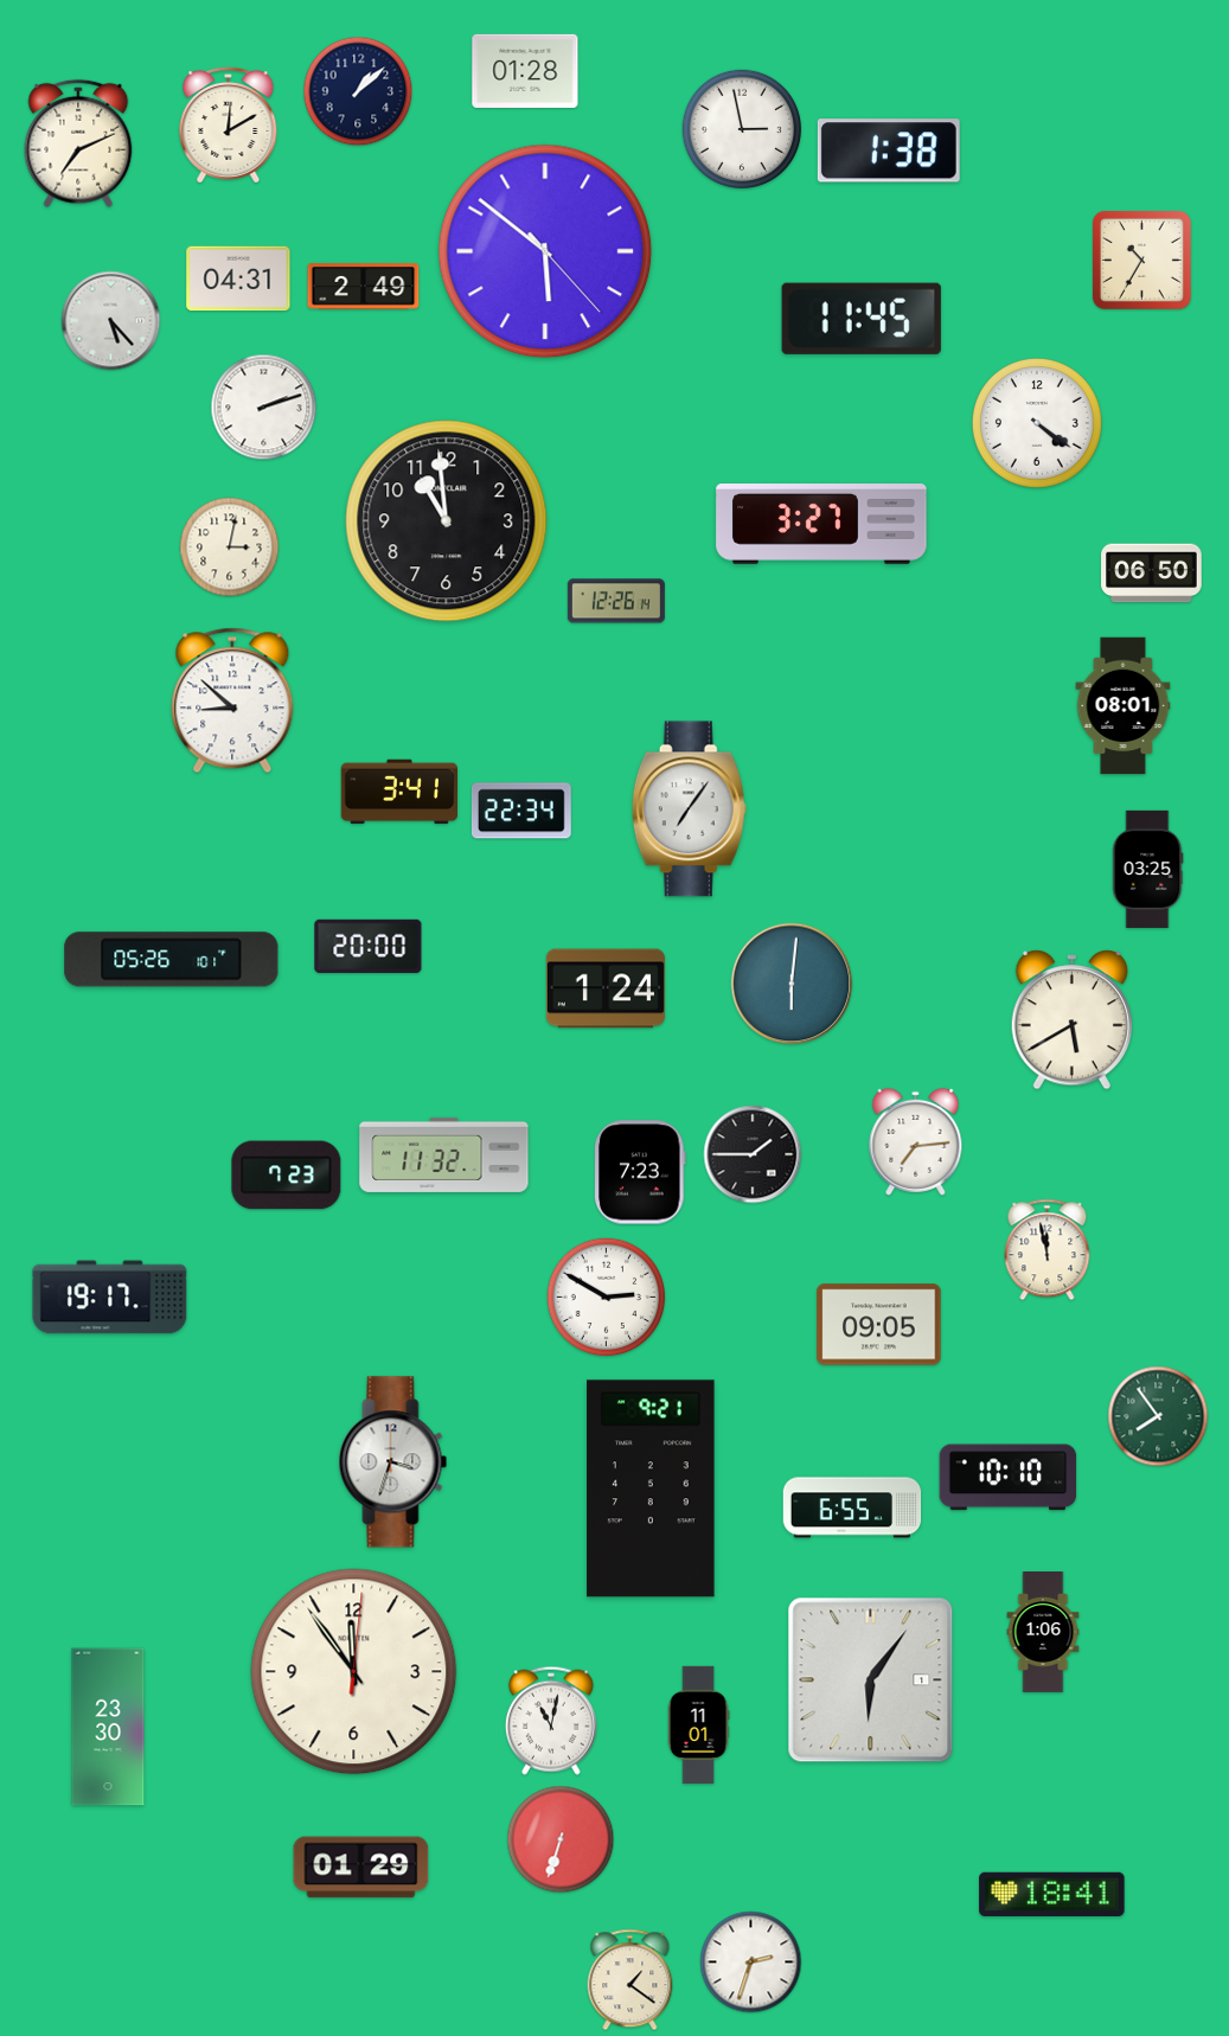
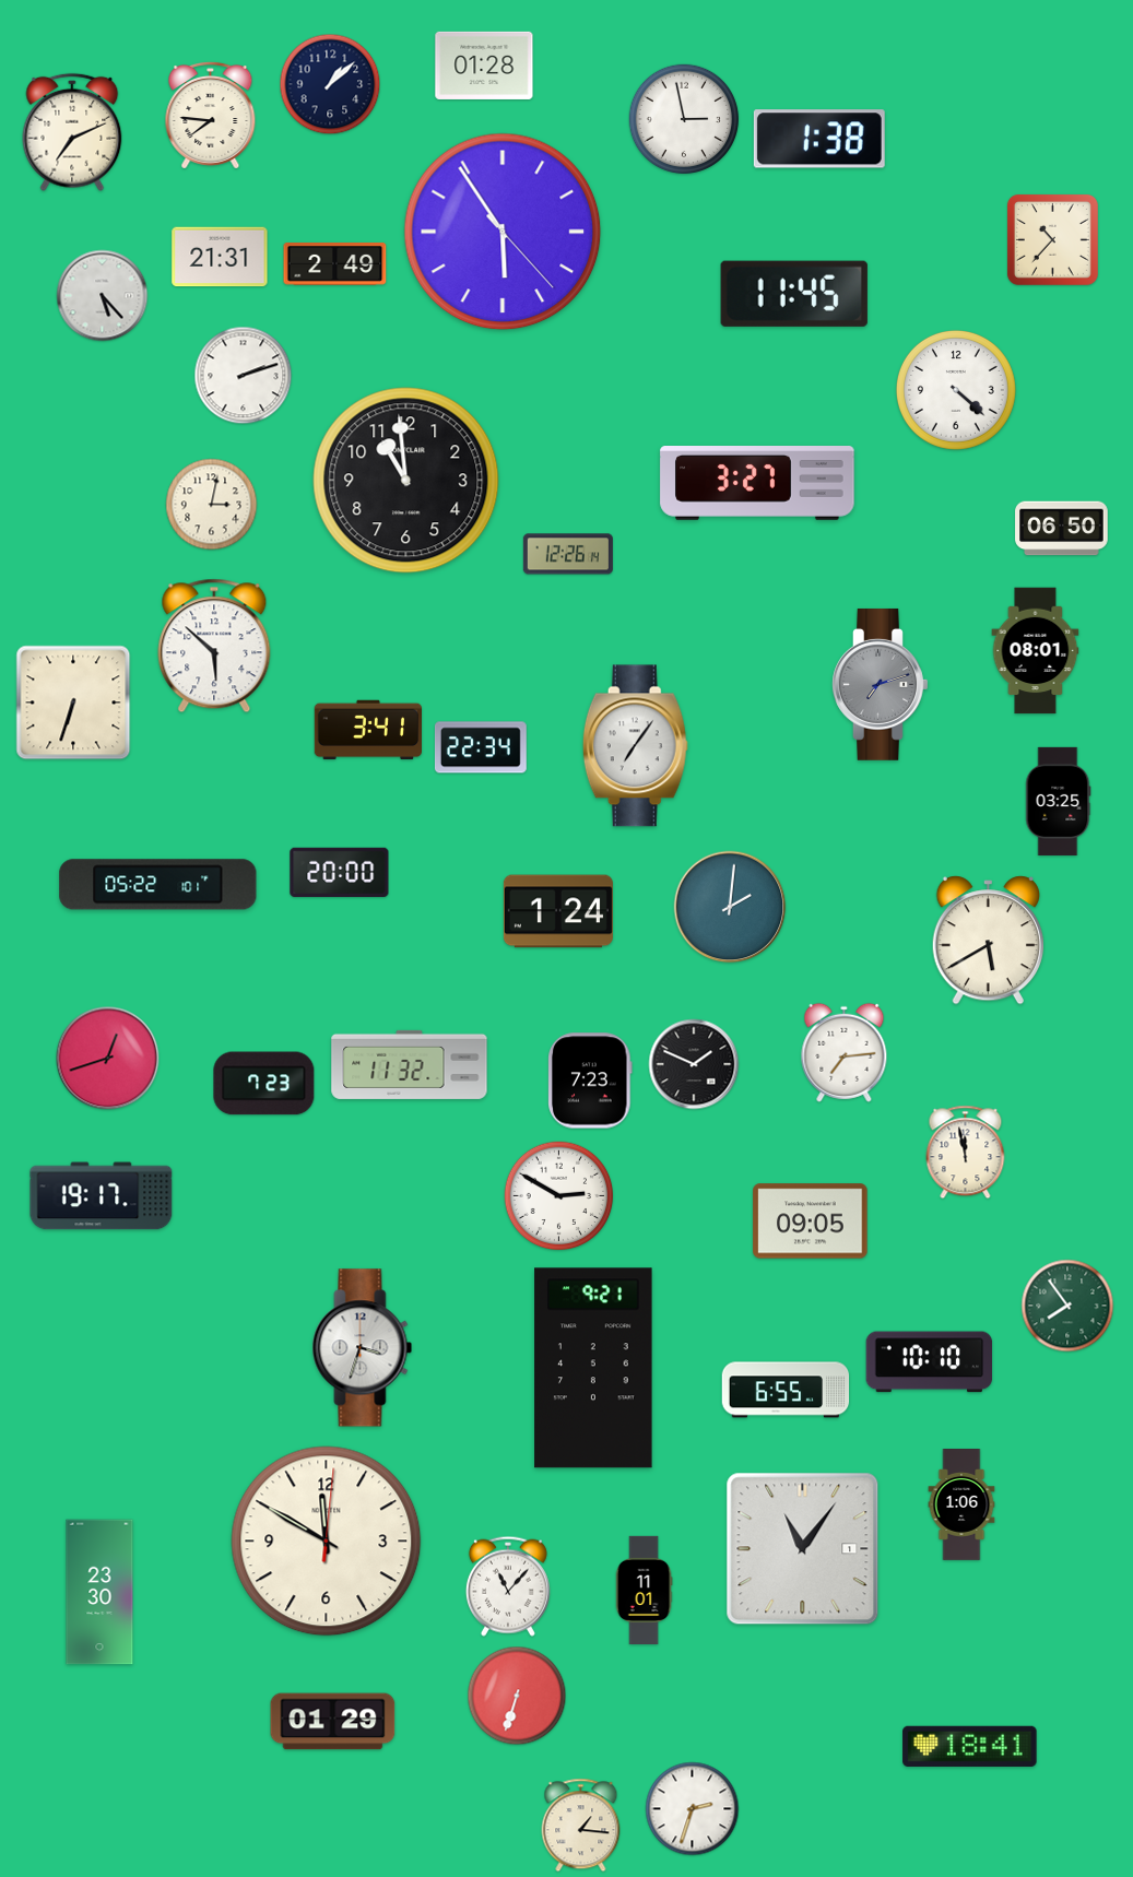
clock at (229, 124): 12:10 -> 7:46
clock at (545, 251): 5:51 -> 5:54
clock at (1141, 260): 10:35 -> 10:37
clock at (238, 278): 04:31 -> 21:31
clock at (1037, 423): 4:21 -> 4:22
clock at (447, 521) position: (447, 521) -> (406, 481)
clock at (232, 700): 8:52 -> 5:52
clock at (881, 684): none -> 7:12
clock at (73, 703): none -> 6:33
clock at (172, 960): 05:26 -> 05:22
clock at (792, 984): 6:01 -> 2:01
clock at (108, 1059): none -> 12:42
clock at (753, 1154): 1:45 -> 1:49
clock at (651, 1488) position: (651, 1488) -> (593, 1368)
clock at (354, 1672): 11:54 -> 11:50
clock at (871, 1680): 6:06 -> 11:06
clock at (551, 1721): 11:02 -> 11:07
clock at (630, 1980): 1:21 -> 1:16
